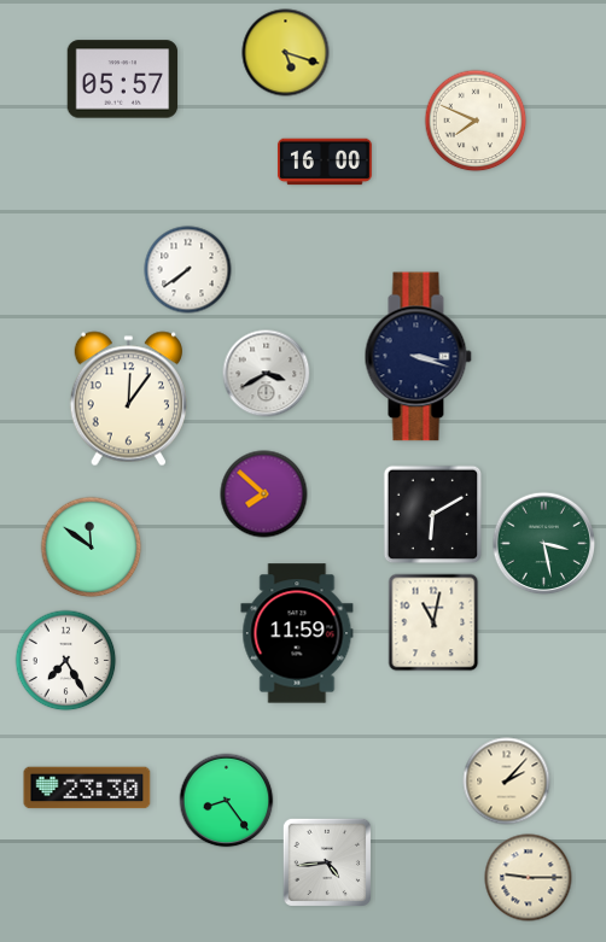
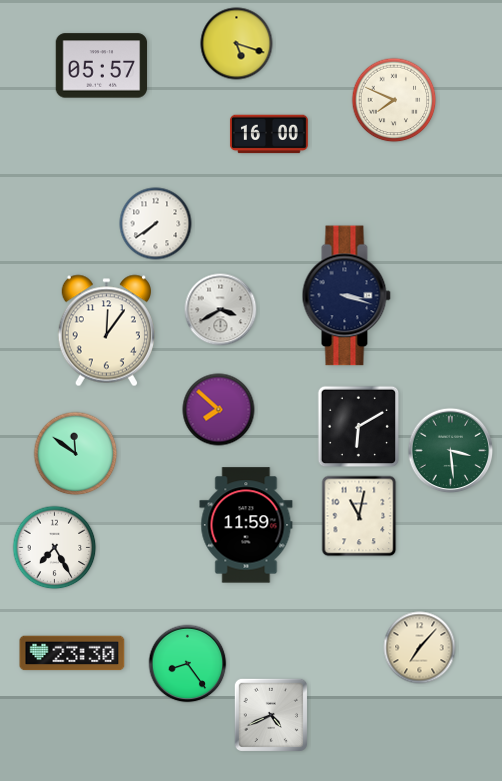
clock at (544, 544): 3:28 -> 3:29
clock at (507, 782): 2:07 -> 7:07
clock at (327, 862): 4:44 -> 4:41
clock at (529, 878): 9:15 -> none
